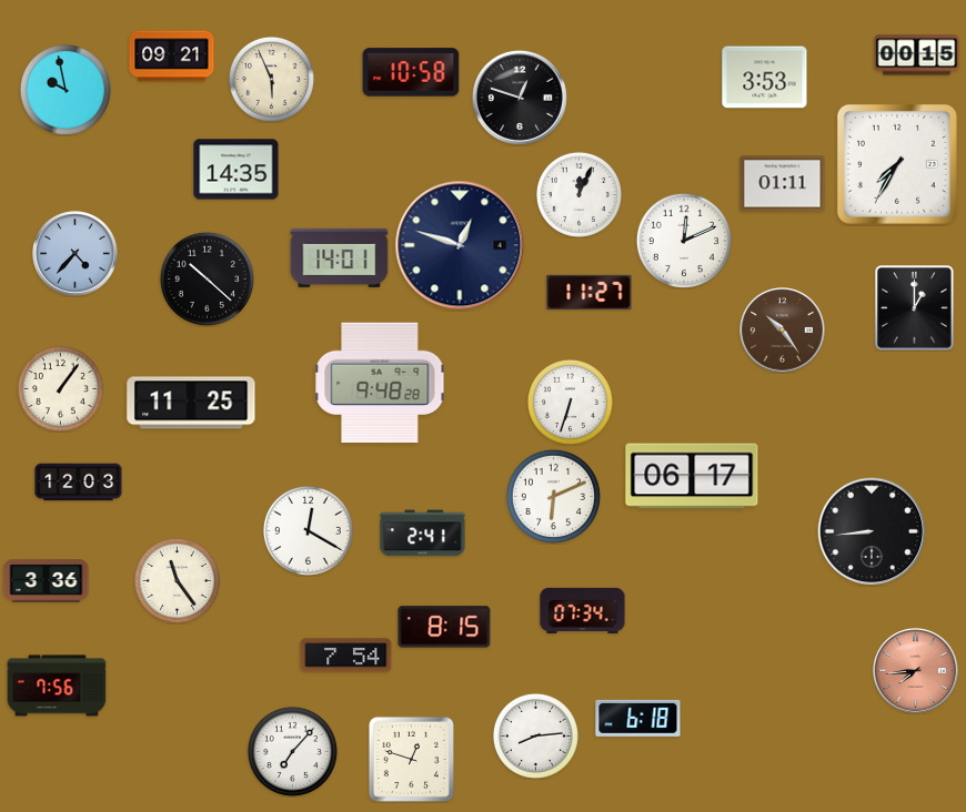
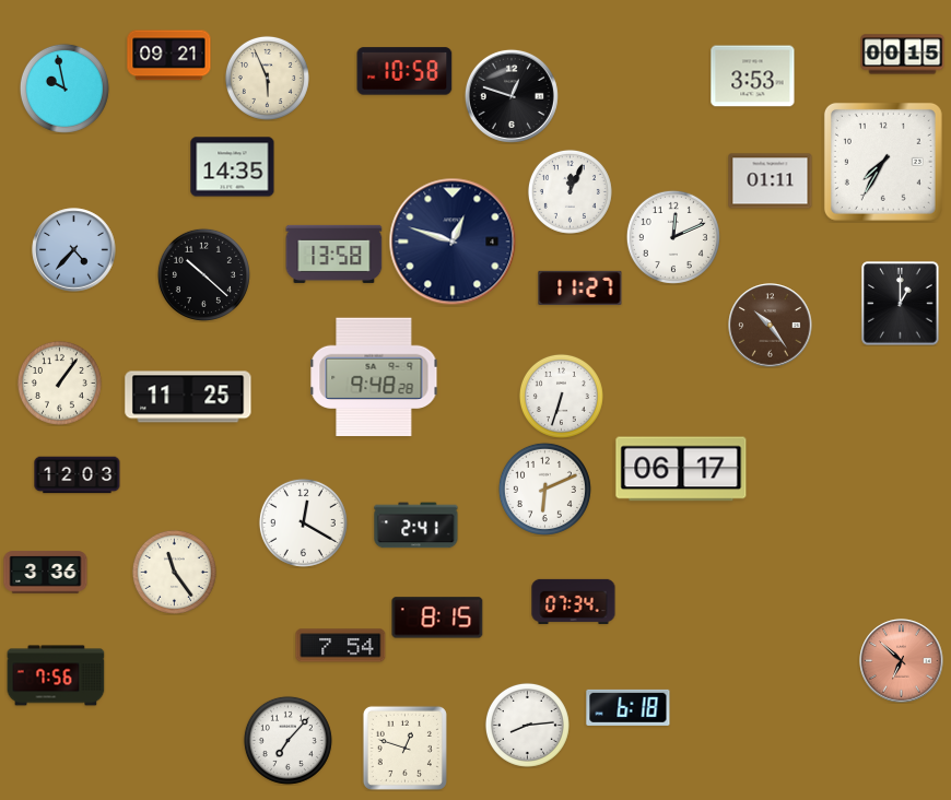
clock at (340, 257): 14:01 -> 13:58
clock at (872, 531): 8:44 -> none
clock at (916, 671): 7:44 -> 6:52
